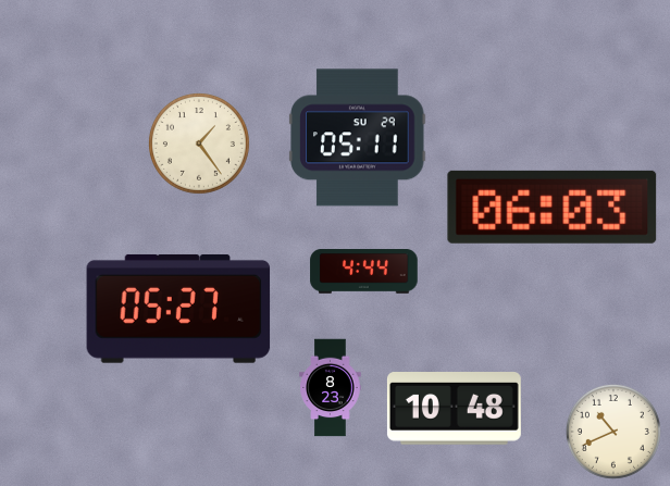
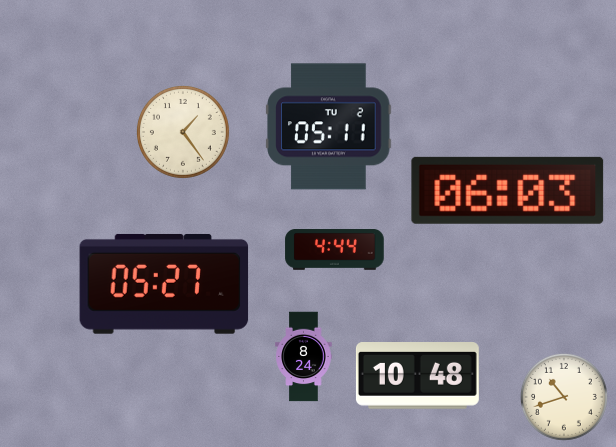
clock at (358, 138) date: SU 29 -> TU 2
clock at (331, 388): 8:23 -> 8:24
clock at (613, 432): 10:41 -> 10:42
